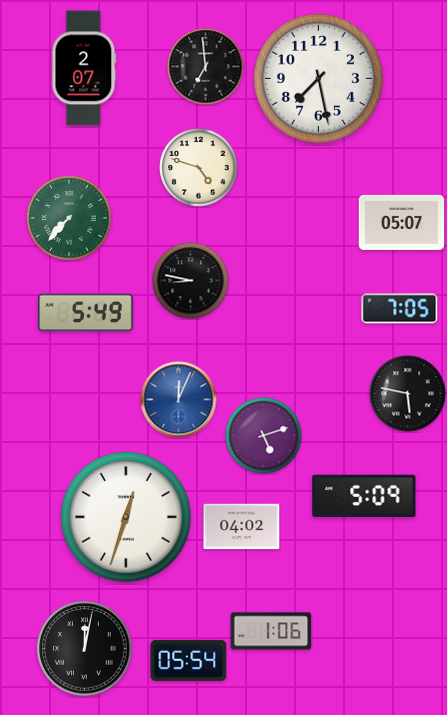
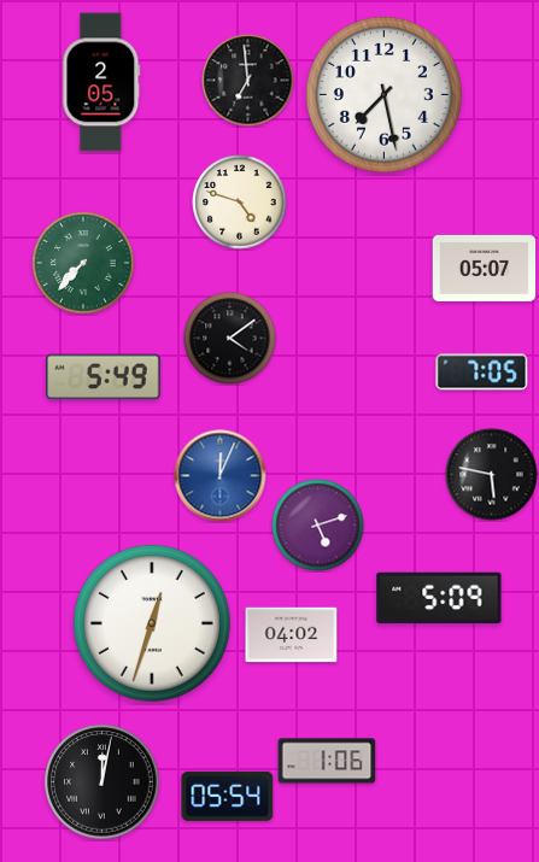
clock at (84, 68): 2:07 -> 2:05
clock at (191, 281): 8:47 -> 4:09
clock at (179, 400) position: (179, 400) -> (221, 476)
